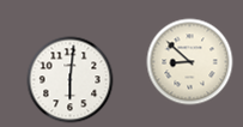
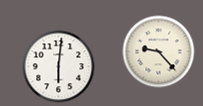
clock at (190, 62): 8:52 -> 9:23
